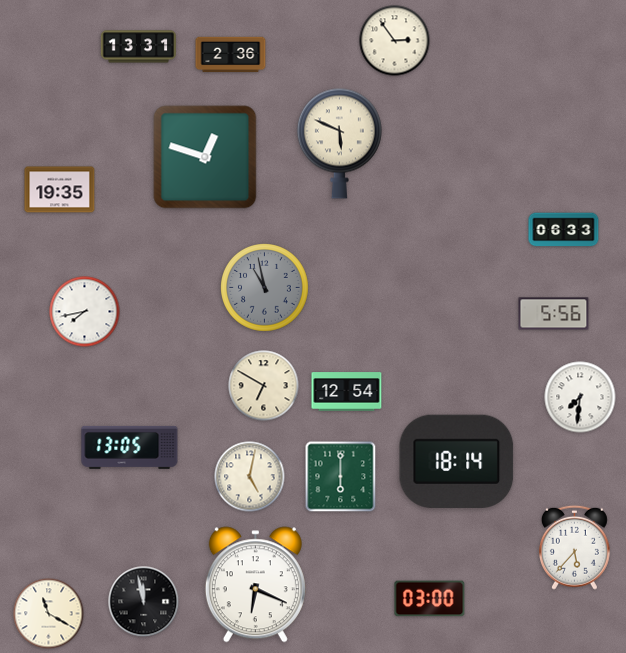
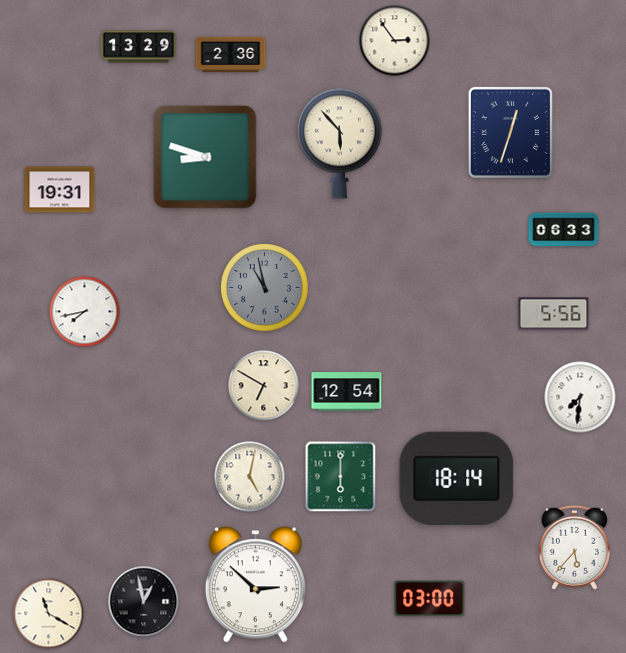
clock at (138, 47): 13:31 -> 13:29
clock at (510, 132): none -> 12:33
clock at (339, 143): 5:49 -> 5:53
clock at (205, 157): 12:48 -> 8:48
clock at (60, 190): 19:35 -> 19:31
clock at (130, 447): 13:05 -> none
clock at (457, 461) position: (457, 461) -> (457, 478)
clock at (255, 585): 6:19 -> 2:52
clock at (144, 602): 11:58 -> 12:58
